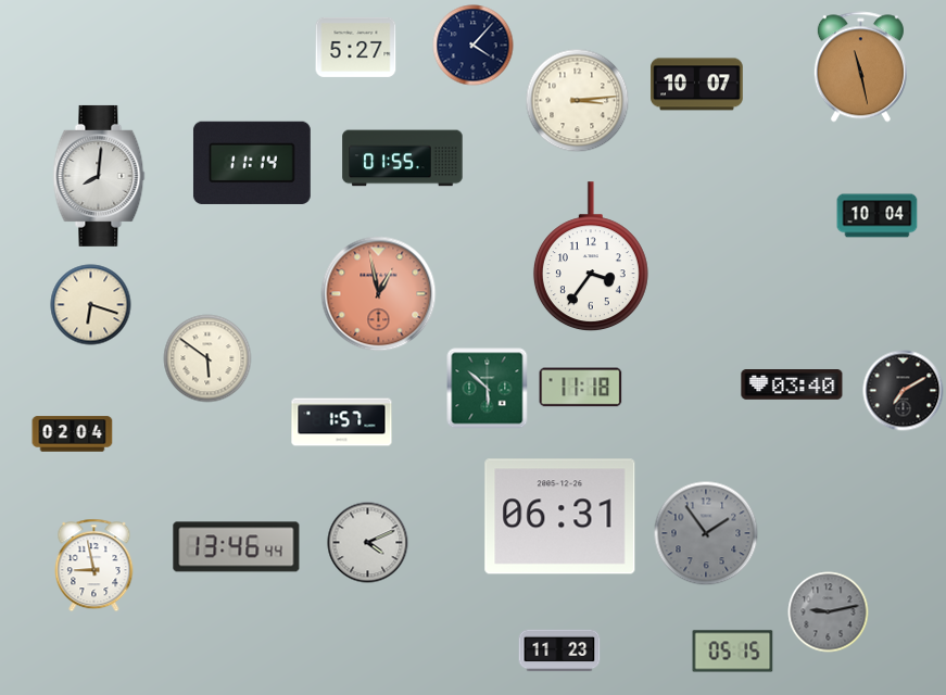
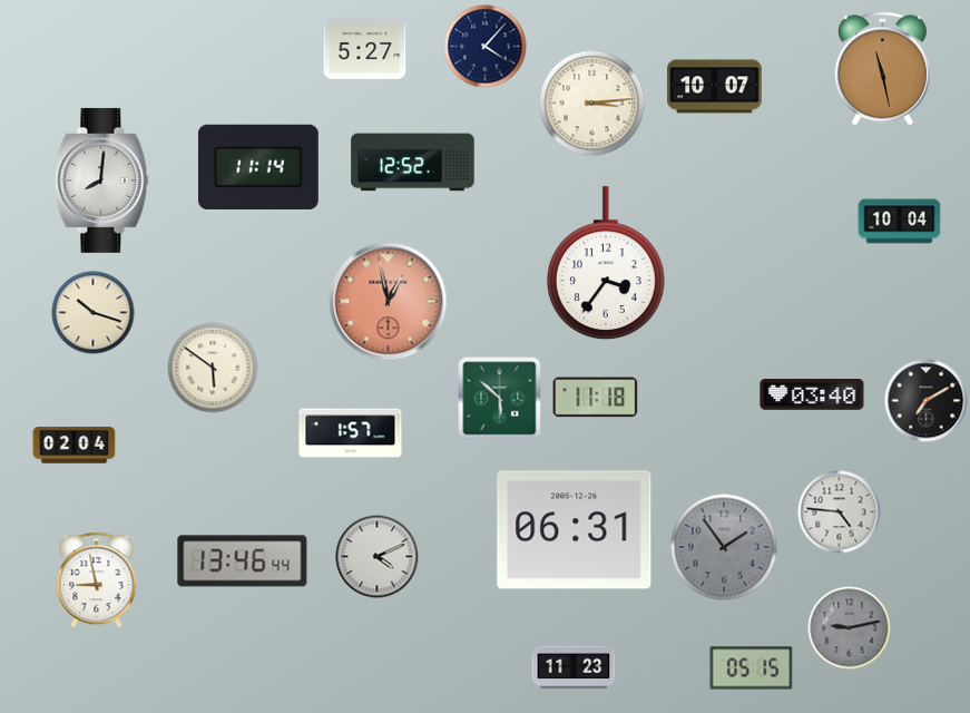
clock at (403, 159): 01:55 -> 12:52
clock at (91, 305): 6:18 -> 10:18
clock at (840, 512): none -> 4:46
